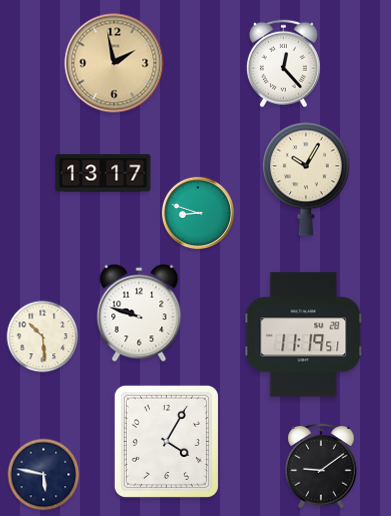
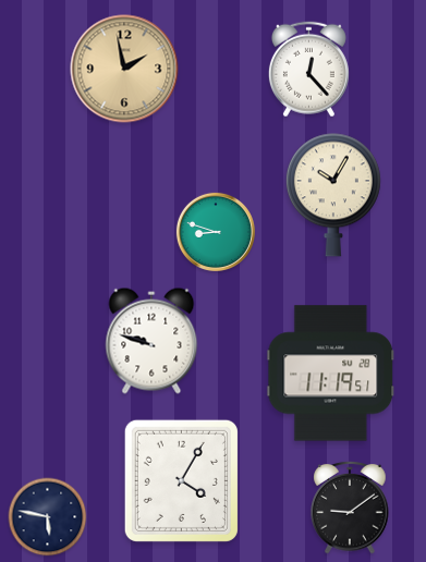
clock at (103, 173): 13:17 -> none
clock at (304, 335) position: (304, 335) -> (331, 374)
clock at (43, 337): 10:29 -> none
